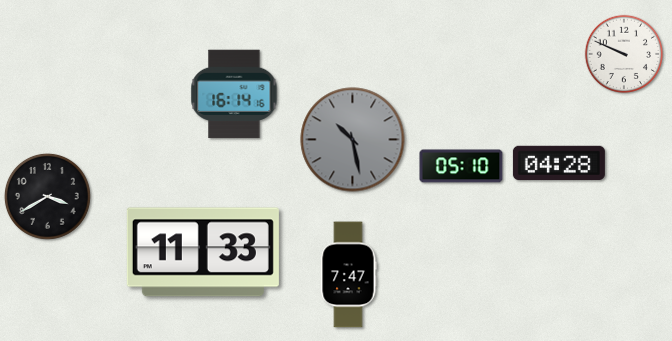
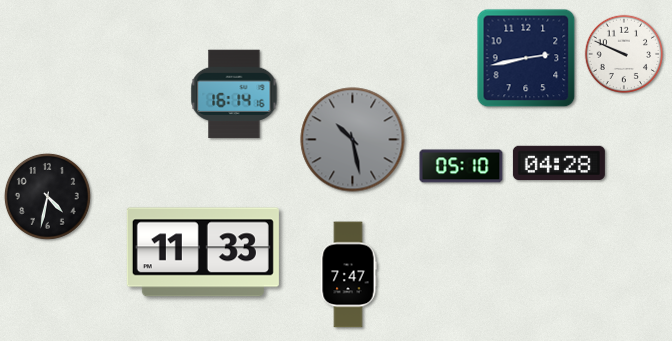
clock at (526, 58): none -> 2:43
clock at (47, 196): 3:40 -> 4:32
